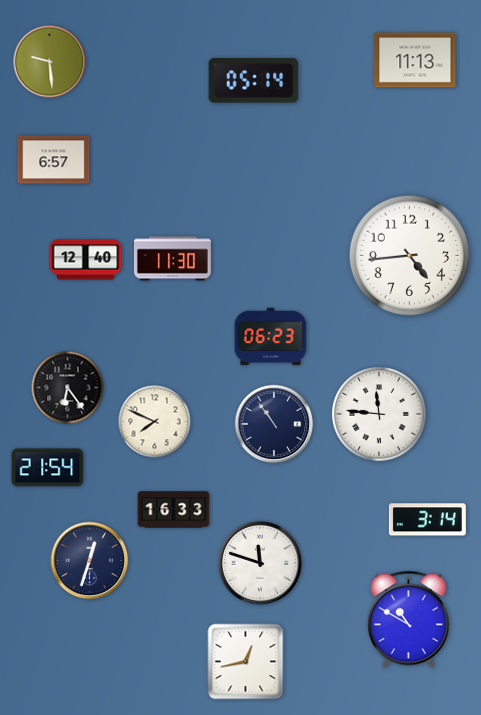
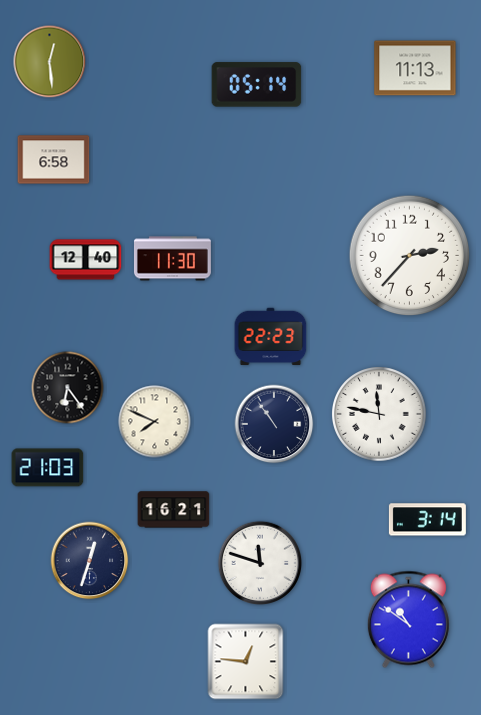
clock at (415, 60) position: (415, 60) -> (415, 68)
clock at (50, 62): 9:29 -> 12:29
clock at (254, 81) position: (254, 81) -> (257, 85)
clock at (54, 160): 6:57 -> 6:58
clock at (410, 256): 4:44 -> 2:37
clock at (271, 337): 06:23 -> 22:23
clock at (379, 414): 11:46 -> 11:47
clock at (48, 468): 21:54 -> 21:03
clock at (174, 510): 16:33 -> 16:21
clock at (408, 620): 10:50 -> 10:51
clock at (246, 662): 12:43 -> 12:46
